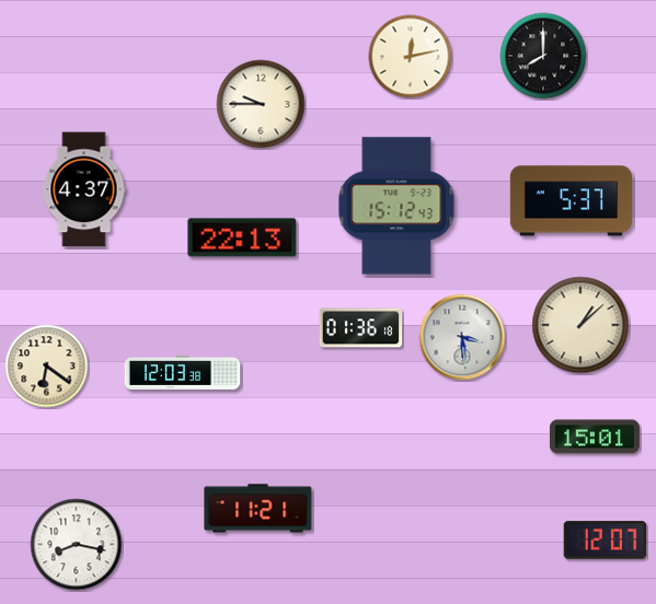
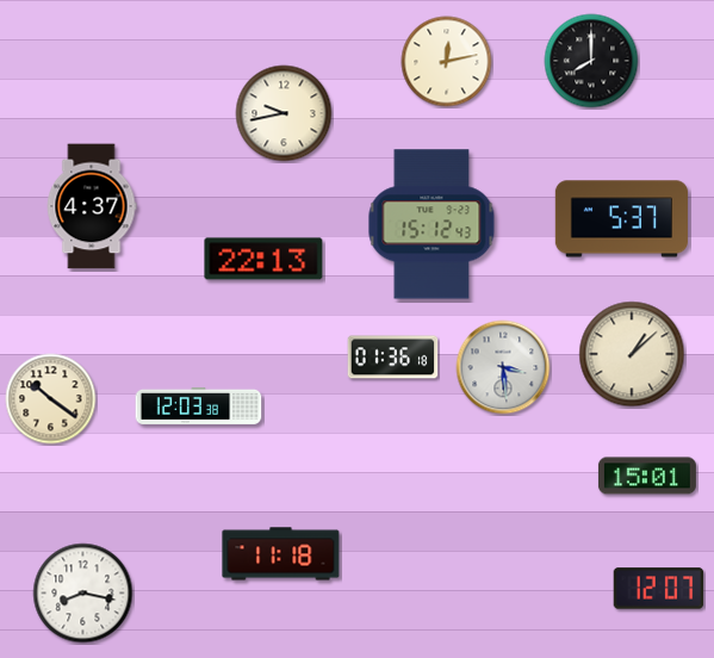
clock at (261, 104): 9:45 -> 9:43
clock at (47, 367): 6:21 -> 10:21
clock at (258, 509): 11:21 -> 11:18
